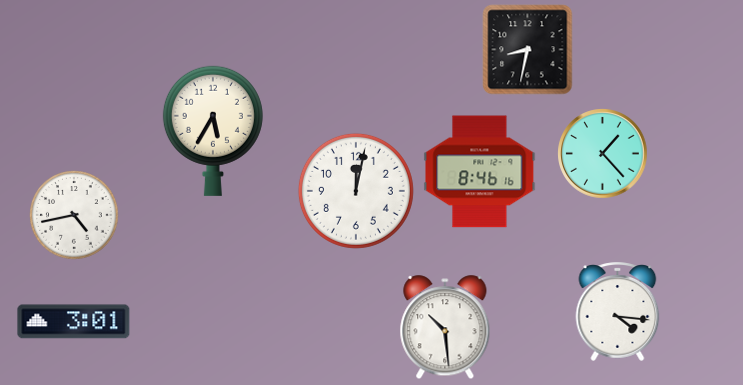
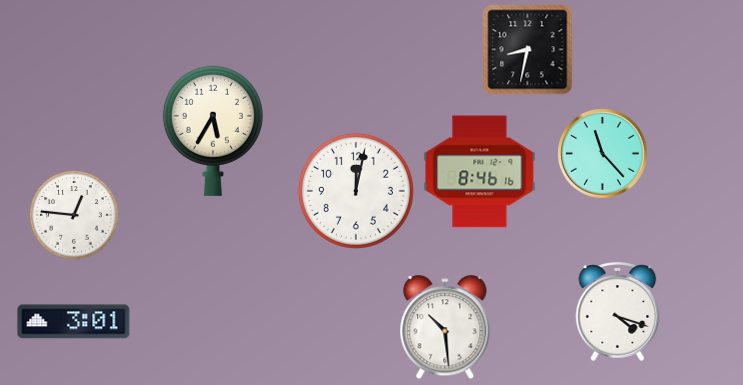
clock at (603, 154): 1:23 -> 11:23
clock at (74, 215): 4:43 -> 12:46
clock at (618, 311): 4:16 -> 4:18
